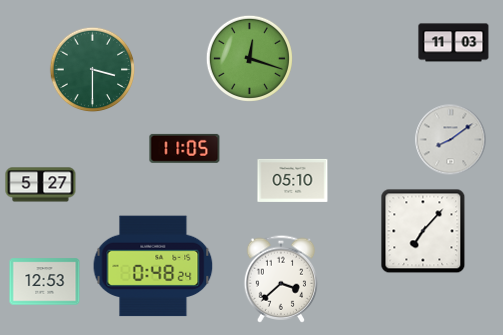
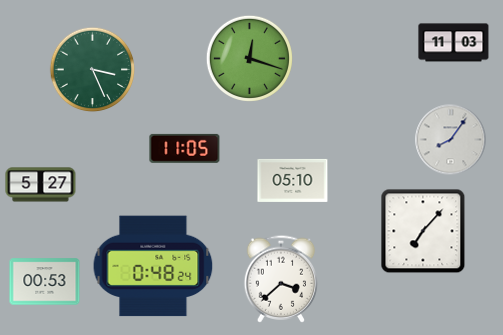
clock at (93, 70): 3:30 -> 3:26
clock at (451, 140): 8:09 -> 8:06
clock at (45, 282): 12:53 -> 00:53
